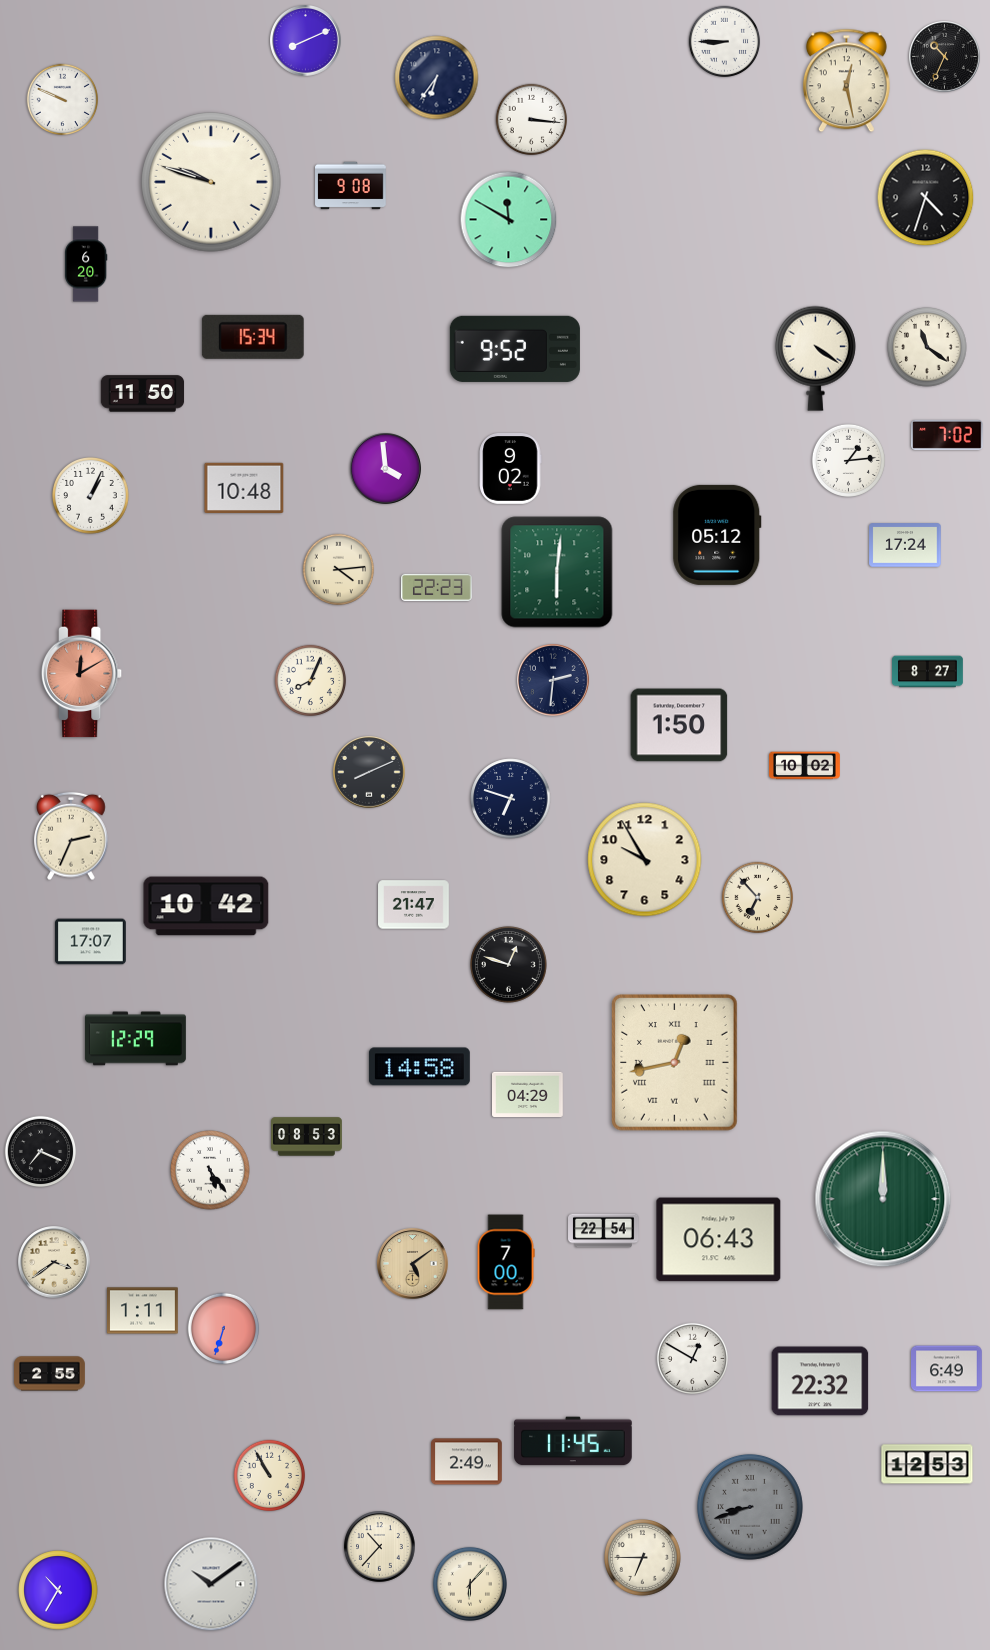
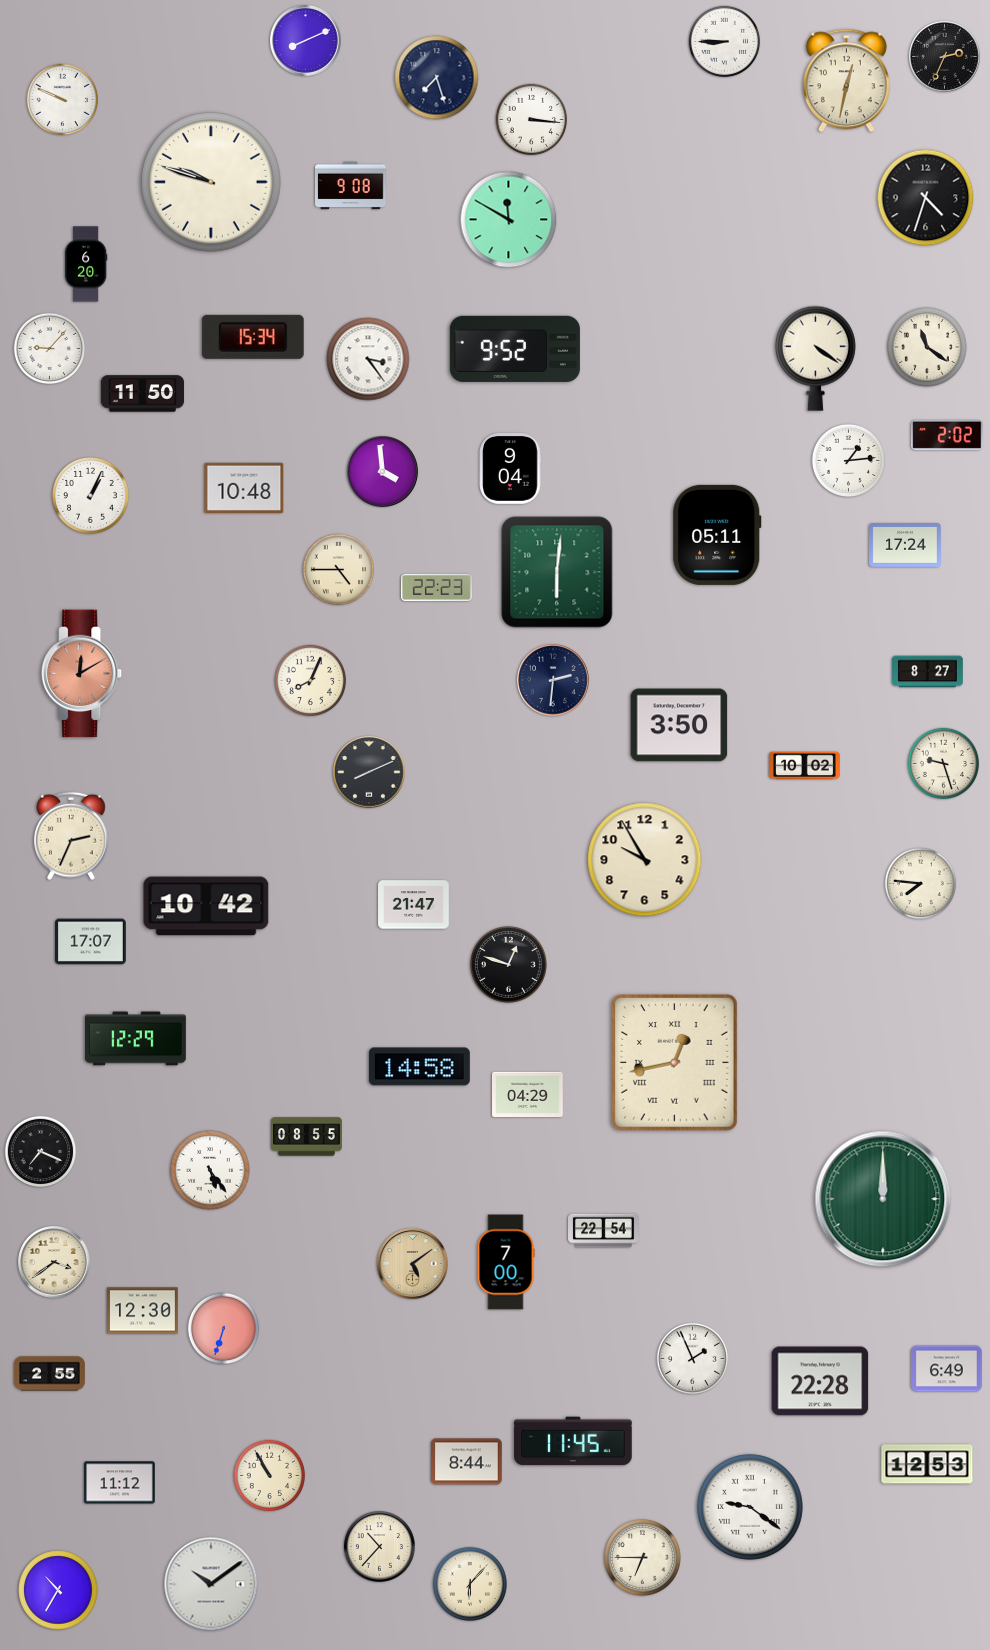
clock at (945, 57): 10:34 -> 2:34
clock at (437, 78): 6:36 -> 7:27
clock at (846, 81): 12:28 -> 12:32
clock at (50, 349): none -> 9:07
clock at (368, 359): none -> 3:24
clock at (947, 435): 7:02 -> 2:02
clock at (386, 469) position: (386, 469) -> (383, 472)
clock at (511, 469): 9:02 -> 9:04
clock at (717, 535): 05:12 -> 05:11
clock at (339, 570): 4:14 -> 4:45
clock at (679, 725): 1:50 -> 3:50
clock at (944, 764): none -> 9:27
clock at (511, 799): 6:48 -> none
clock at (921, 884): none -> 7:46
clock at (758, 898): 6:53 -> none
clock at (307, 1137): 08:53 -> 08:55
clock at (719, 1240): 06:43 -> none
clock at (143, 1311): 1:11 -> 12:30
clock at (693, 1359): 12:50 -> 1:56
clock at (820, 1381): 22:32 -> 22:28
clock at (467, 1462): 2:49 -> 8:44
clock at (120, 1483): none -> 11:12
clock at (750, 1507): 8:42 -> 9:21
clock at (750, 1507) dial: grey -> white
